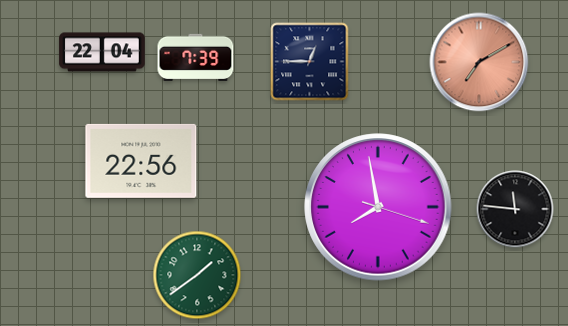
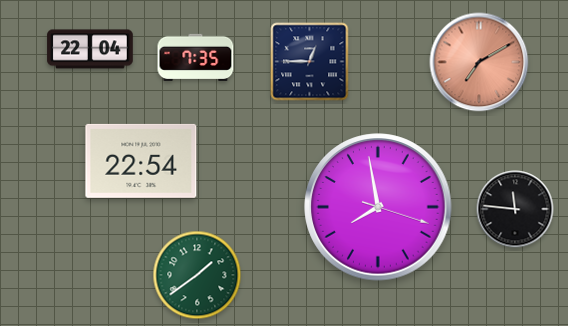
clock at (102, 52) position: (102, 52) -> (90, 49)
clock at (196, 57): 7:39 -> 7:35
clock at (141, 161): 22:56 -> 22:54
